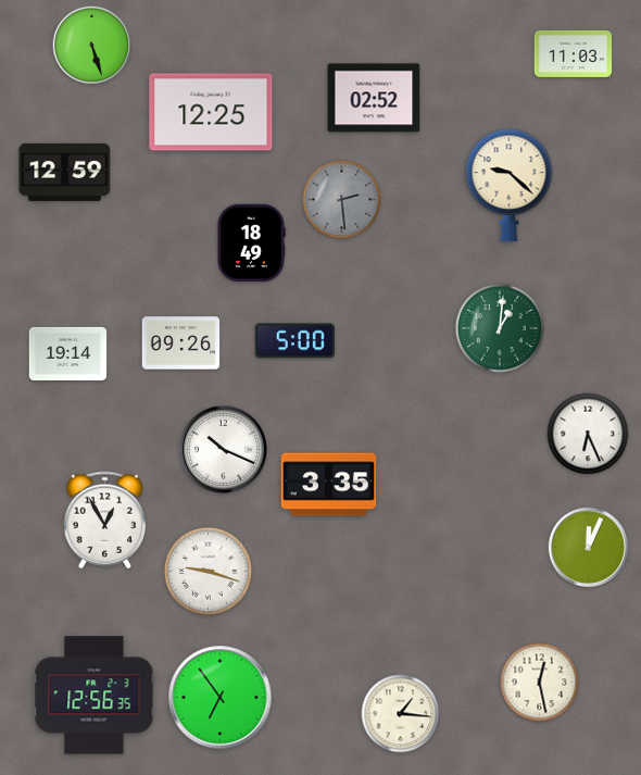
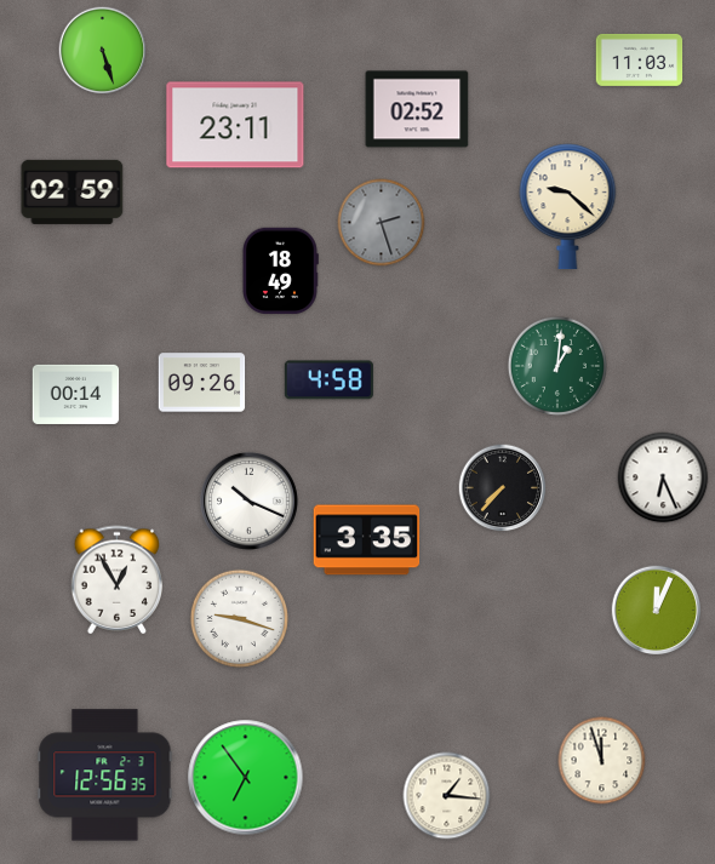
clock at (211, 112): 12:25 -> 23:11
clock at (65, 172): 12:59 -> 02:59
clock at (342, 200): 2:29 -> 2:27
clock at (294, 341): 5:00 -> 4:58
clock at (68, 353): 19:14 -> 00:14
clock at (588, 434) position: (588, 434) -> (663, 477)
clock at (503, 488): none -> 7:37
clock at (208, 571) position: (208, 571) -> (239, 618)
clock at (540, 683): 12:28 -> 11:57
